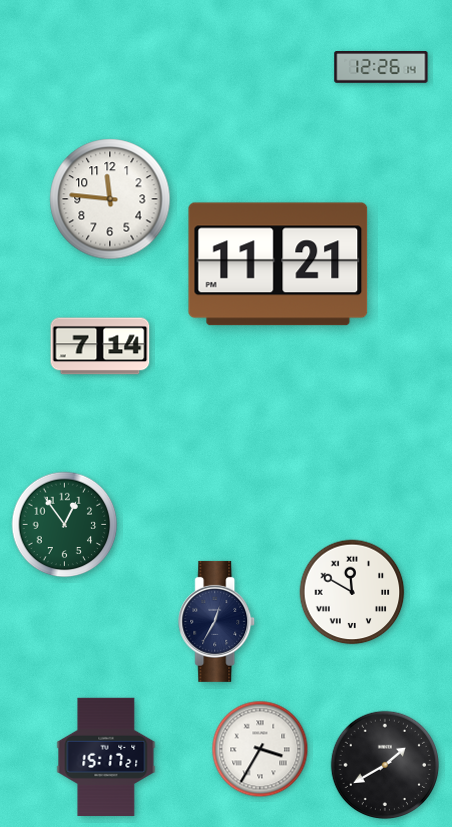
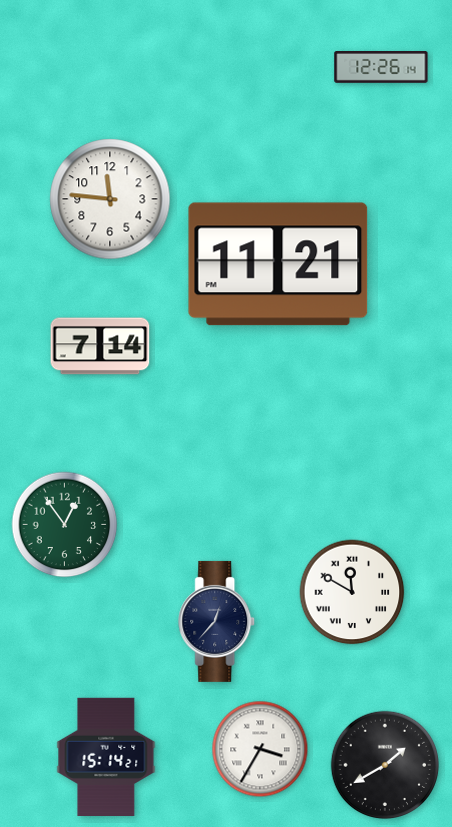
clock at (217, 621): 12:35 -> 12:37
clock at (106, 756): 15:17 -> 15:14
